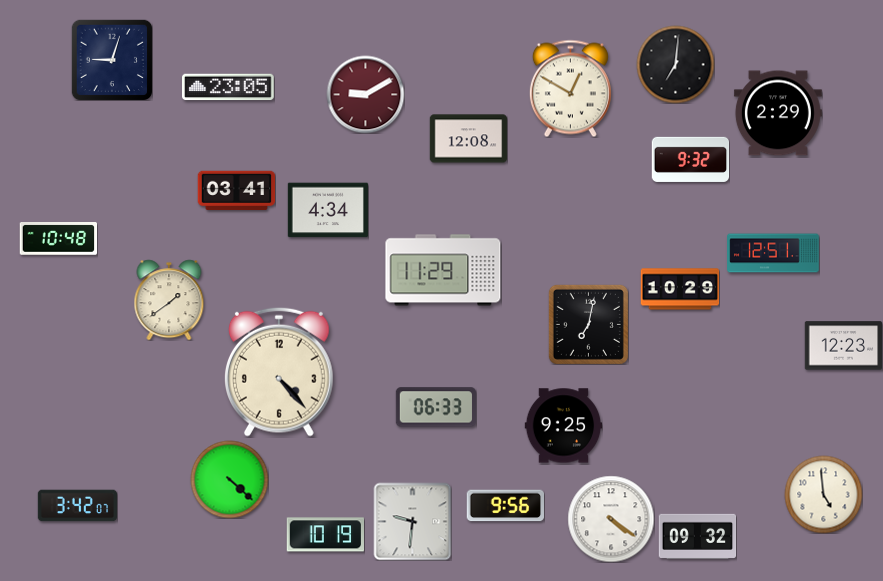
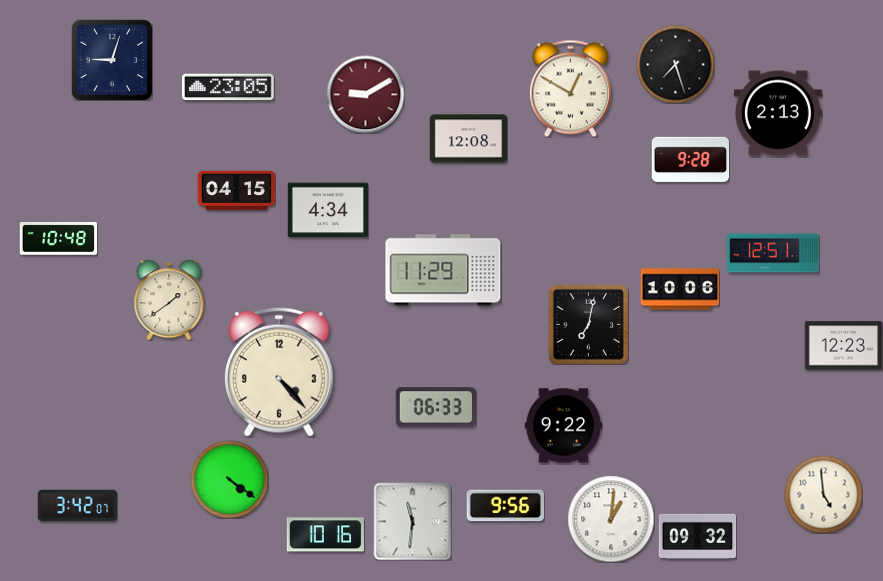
clock at (675, 64): 7:01 -> 7:27
clock at (778, 113): 2:29 -> 2:13
clock at (690, 159): 9:32 -> 9:28
clock at (236, 191): 03:41 -> 04:15
clock at (680, 289): 10:29 -> 10:06
clock at (563, 426): 9:25 -> 9:22
clock at (229, 479): 4:22 -> 4:21
clock at (611, 519): 4:21 -> 1:01
clock at (412, 521): 9:31 -> 11:31
clock at (325, 535): 10:19 -> 10:16
